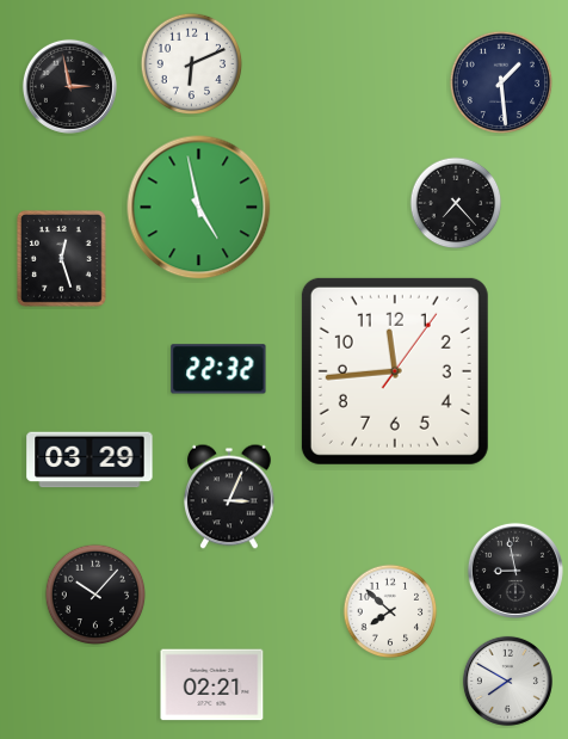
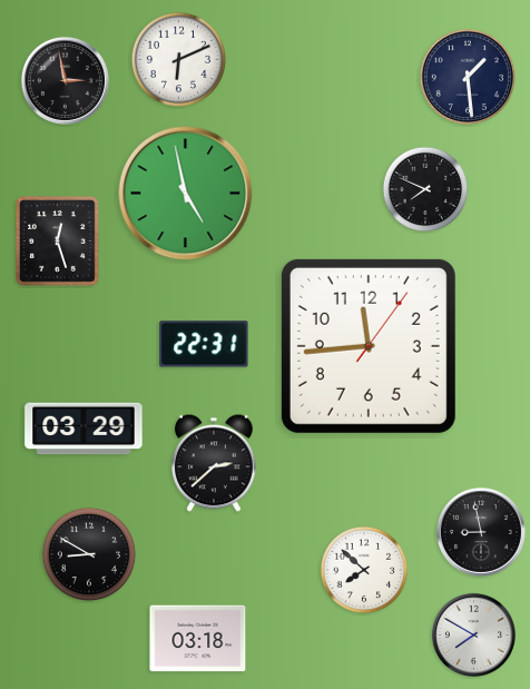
clock at (456, 203): 7:23 -> 7:49
clock at (218, 369): 22:32 -> 22:31
clock at (230, 497): 3:04 -> 2:38
clock at (95, 595): 10:07 -> 8:50
clock at (212, 685): 02:21 -> 03:18
